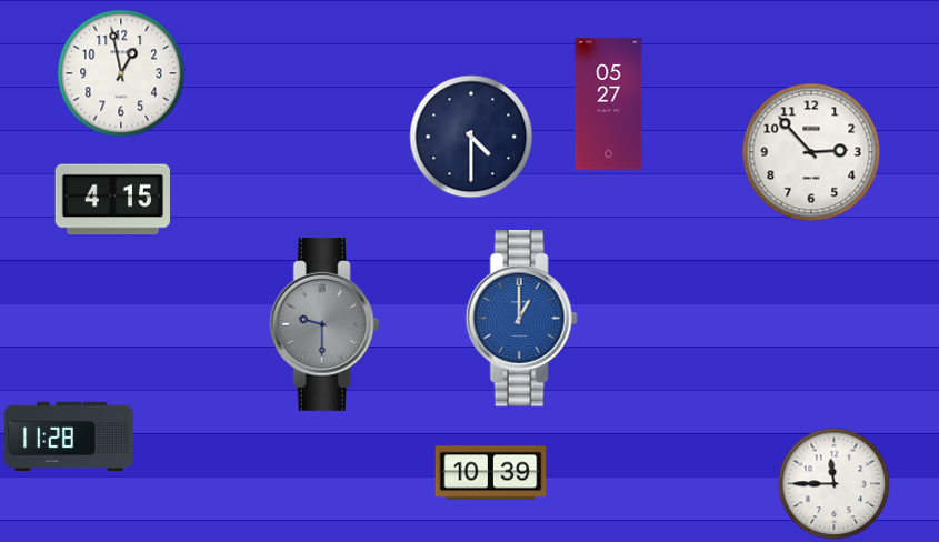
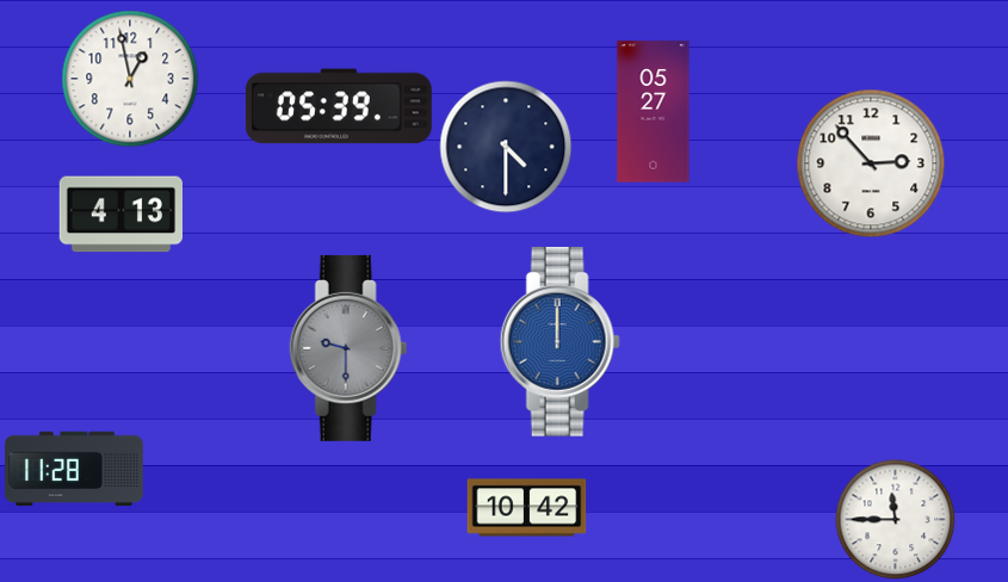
clock at (339, 106): none -> 05:39
clock at (112, 200): 4:15 -> 4:13
clock at (521, 319): 1:00 -> 12:00
clock at (491, 473): 10:39 -> 10:42
